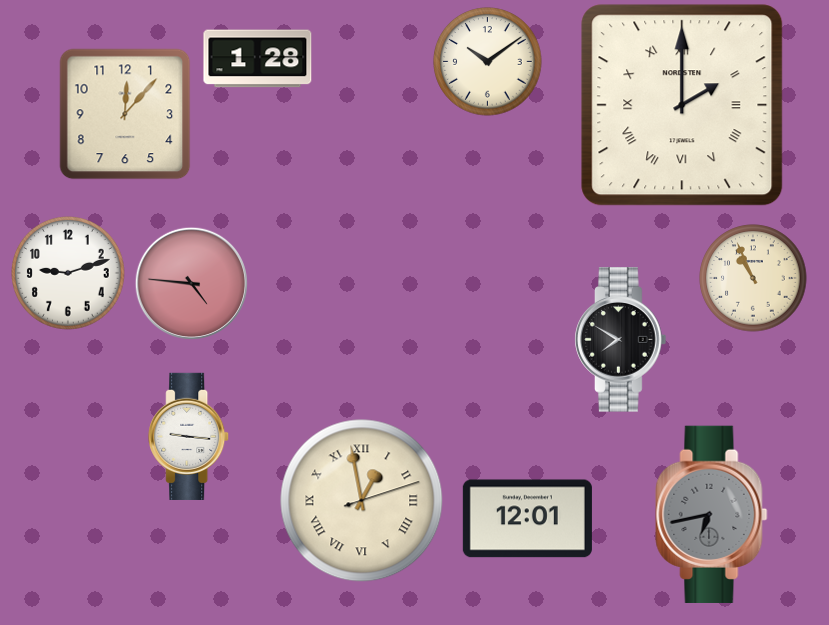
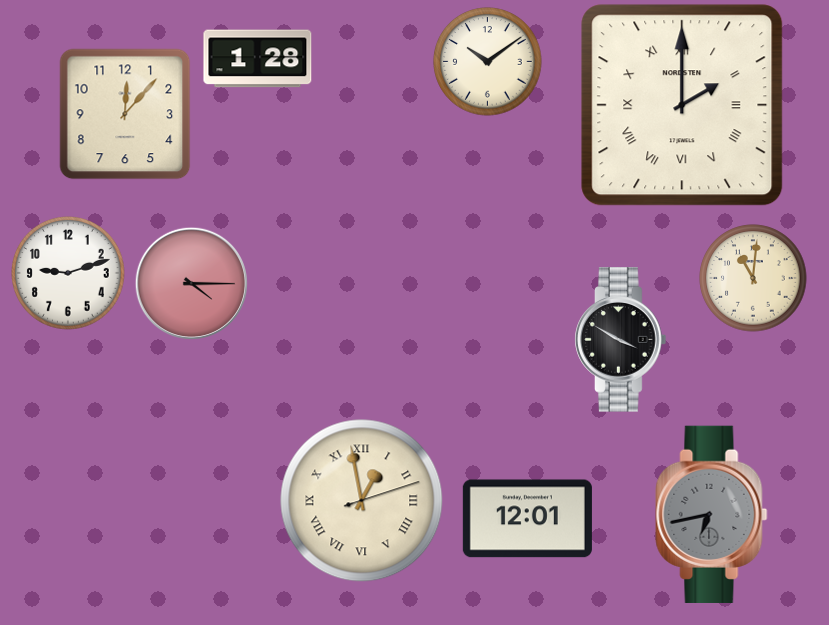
clock at (753, 278): 10:56 -> 11:01
clock at (191, 283): 4:46 -> 4:15
clock at (621, 340): 7:50 -> 3:50
clock at (189, 436): 9:16 -> none
